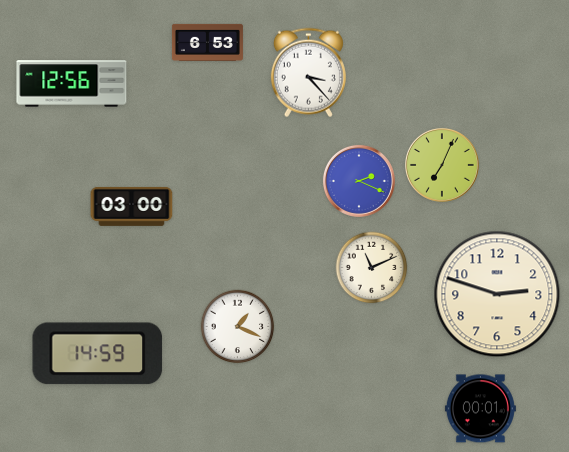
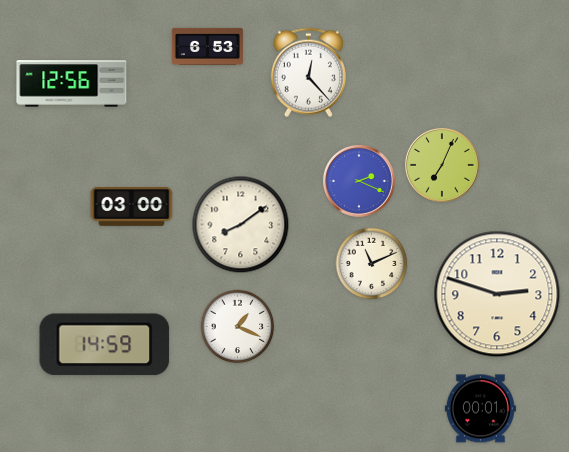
clock at (207, 42) position: (207, 42) -> (207, 46)
clock at (308, 73): 3:23 -> 12:23
clock at (241, 225): none -> 8:09
clock at (372, 268) position: (372, 268) -> (372, 264)
clock at (98, 354) position: (98, 354) -> (105, 345)
